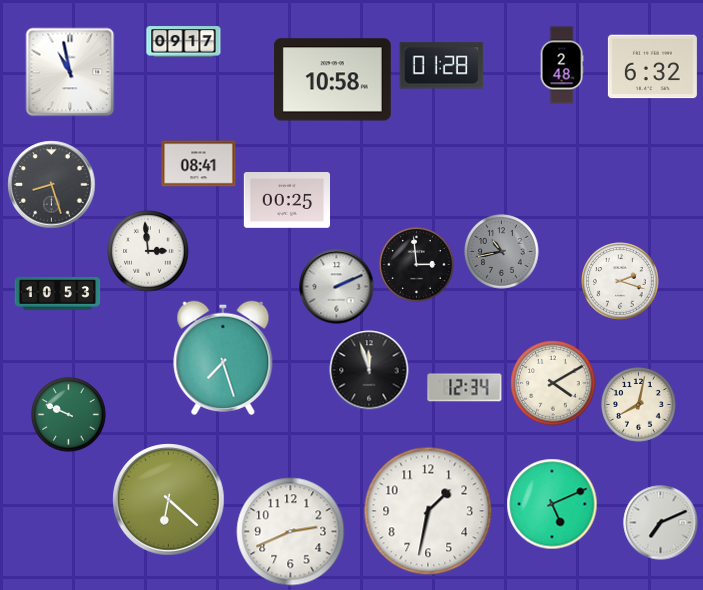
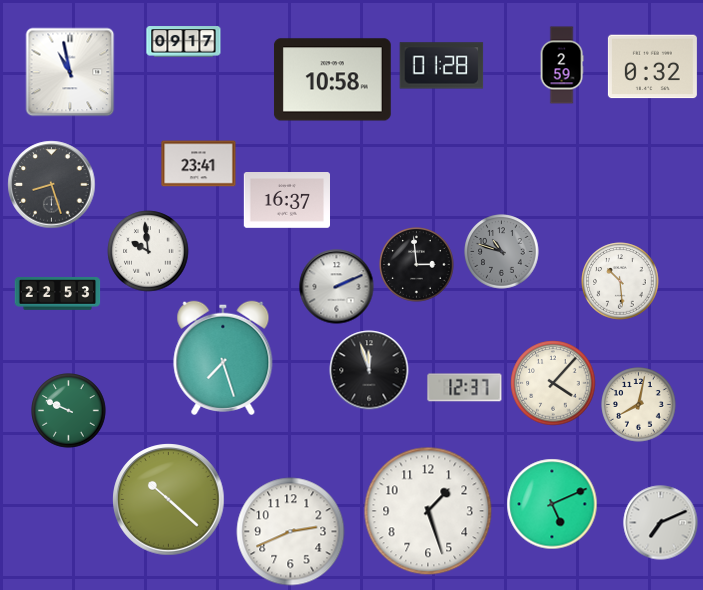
clock at (562, 65): 2:48 -> 2:59
clock at (652, 67): 6:32 -> 0:32
clock at (199, 164): 08:41 -> 23:41
clock at (286, 201): 00:25 -> 16:37
clock at (148, 251): 2:59 -> 9:59
clock at (502, 252): 10:43 -> 10:48
clock at (620, 281): 2:18 -> 10:29
clock at (58, 294): 10:53 -> 22:53
clock at (553, 383): 4:10 -> 4:07
clock at (465, 388): 12:34 -> 12:37
clock at (69, 415) position: (69, 415) -> (69, 411)
clock at (169, 500): 6:22 -> 10:22
clock at (428, 511): 1:32 -> 1:27
